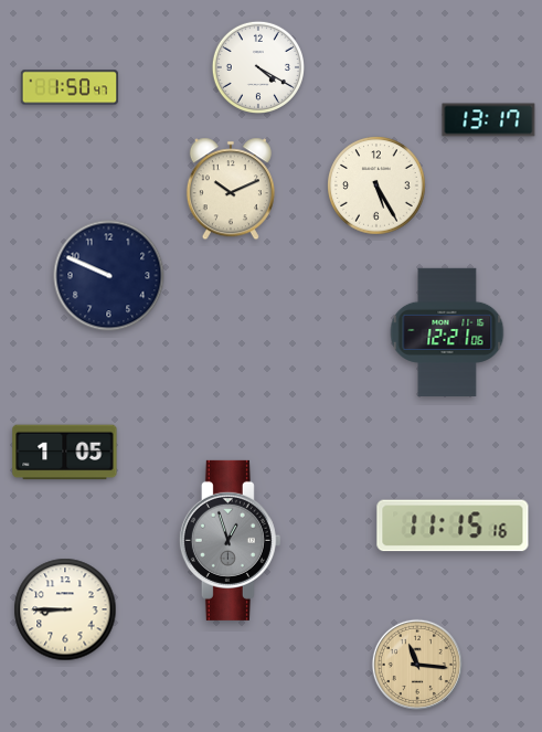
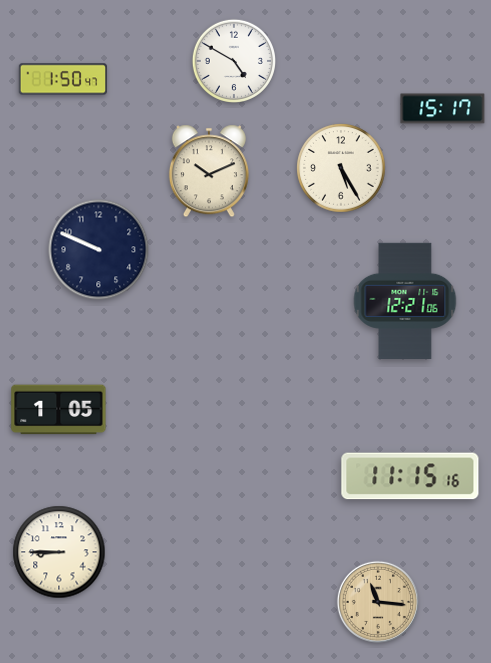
clock at (257, 66): 4:20 -> 4:50
clock at (489, 120): 13:17 -> 15:17
clock at (230, 540): 12:57 -> none
